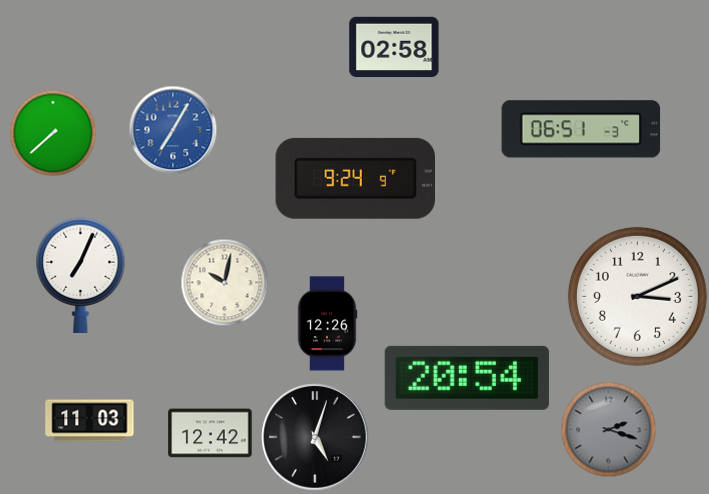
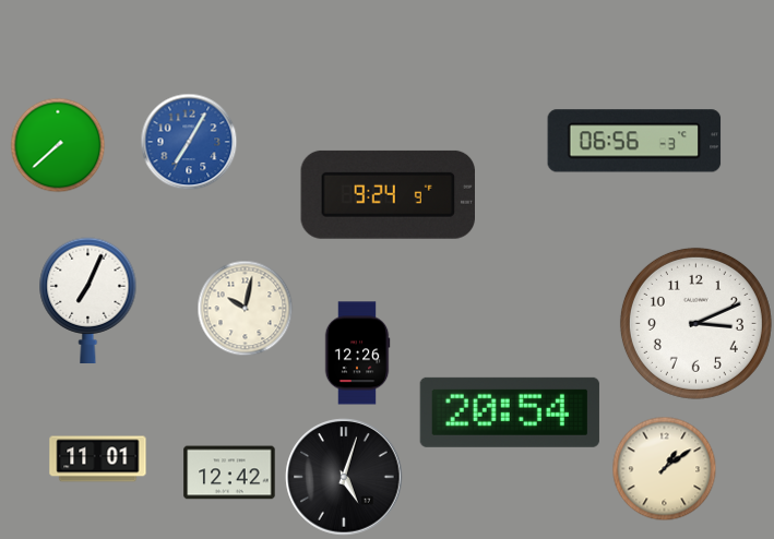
clock at (394, 47): 02:58 -> none
clock at (581, 129): 06:51 -> 06:56
clock at (90, 421): 11:03 -> 11:01
clock at (608, 429): 2:18 -> 1:09
clock at (608, 429) dial: grey -> cream
